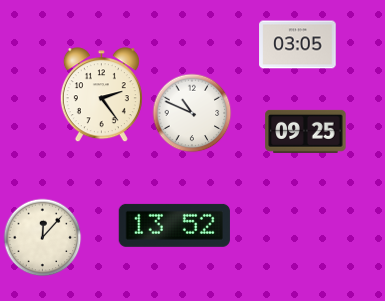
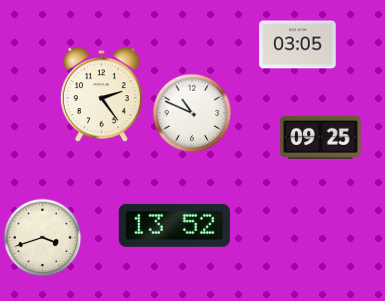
clock at (306, 131) position: (306, 131) -> (321, 137)
clock at (42, 237): 12:07 -> 3:42
